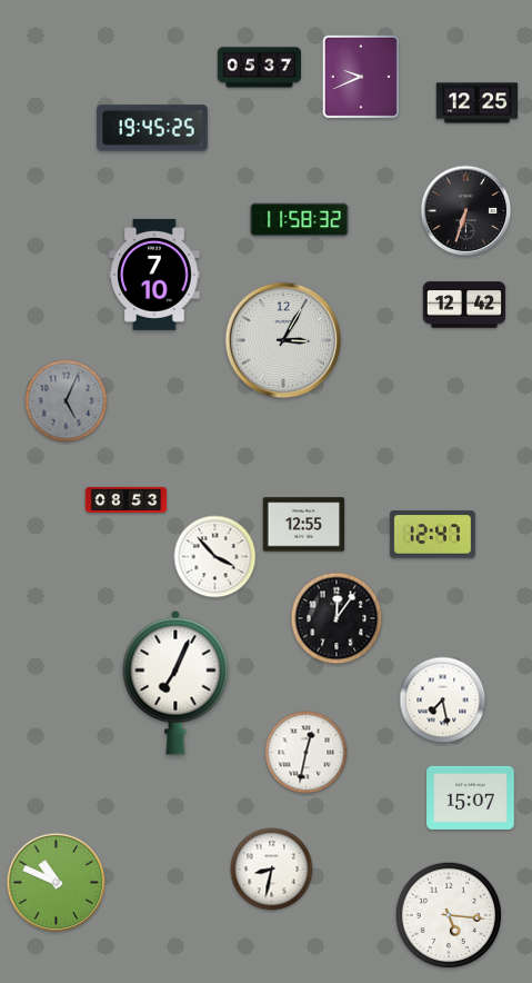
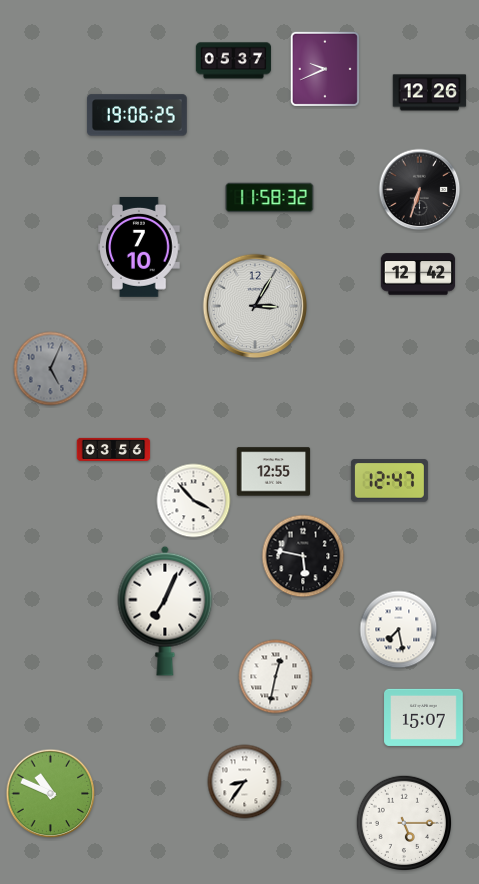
clock at (478, 103): 12:25 -> 12:26
clock at (152, 128): 19:45 -> 19:06
clock at (67, 401) position: (67, 401) -> (51, 369)
clock at (127, 499): 08:53 -> 03:56
clock at (337, 618): 12:06 -> 5:47
clock at (175, 683) position: (175, 683) -> (165, 611)
clock at (272, 870): 8:32 -> 8:36
clock at (448, 914): 5:16 -> 5:15
